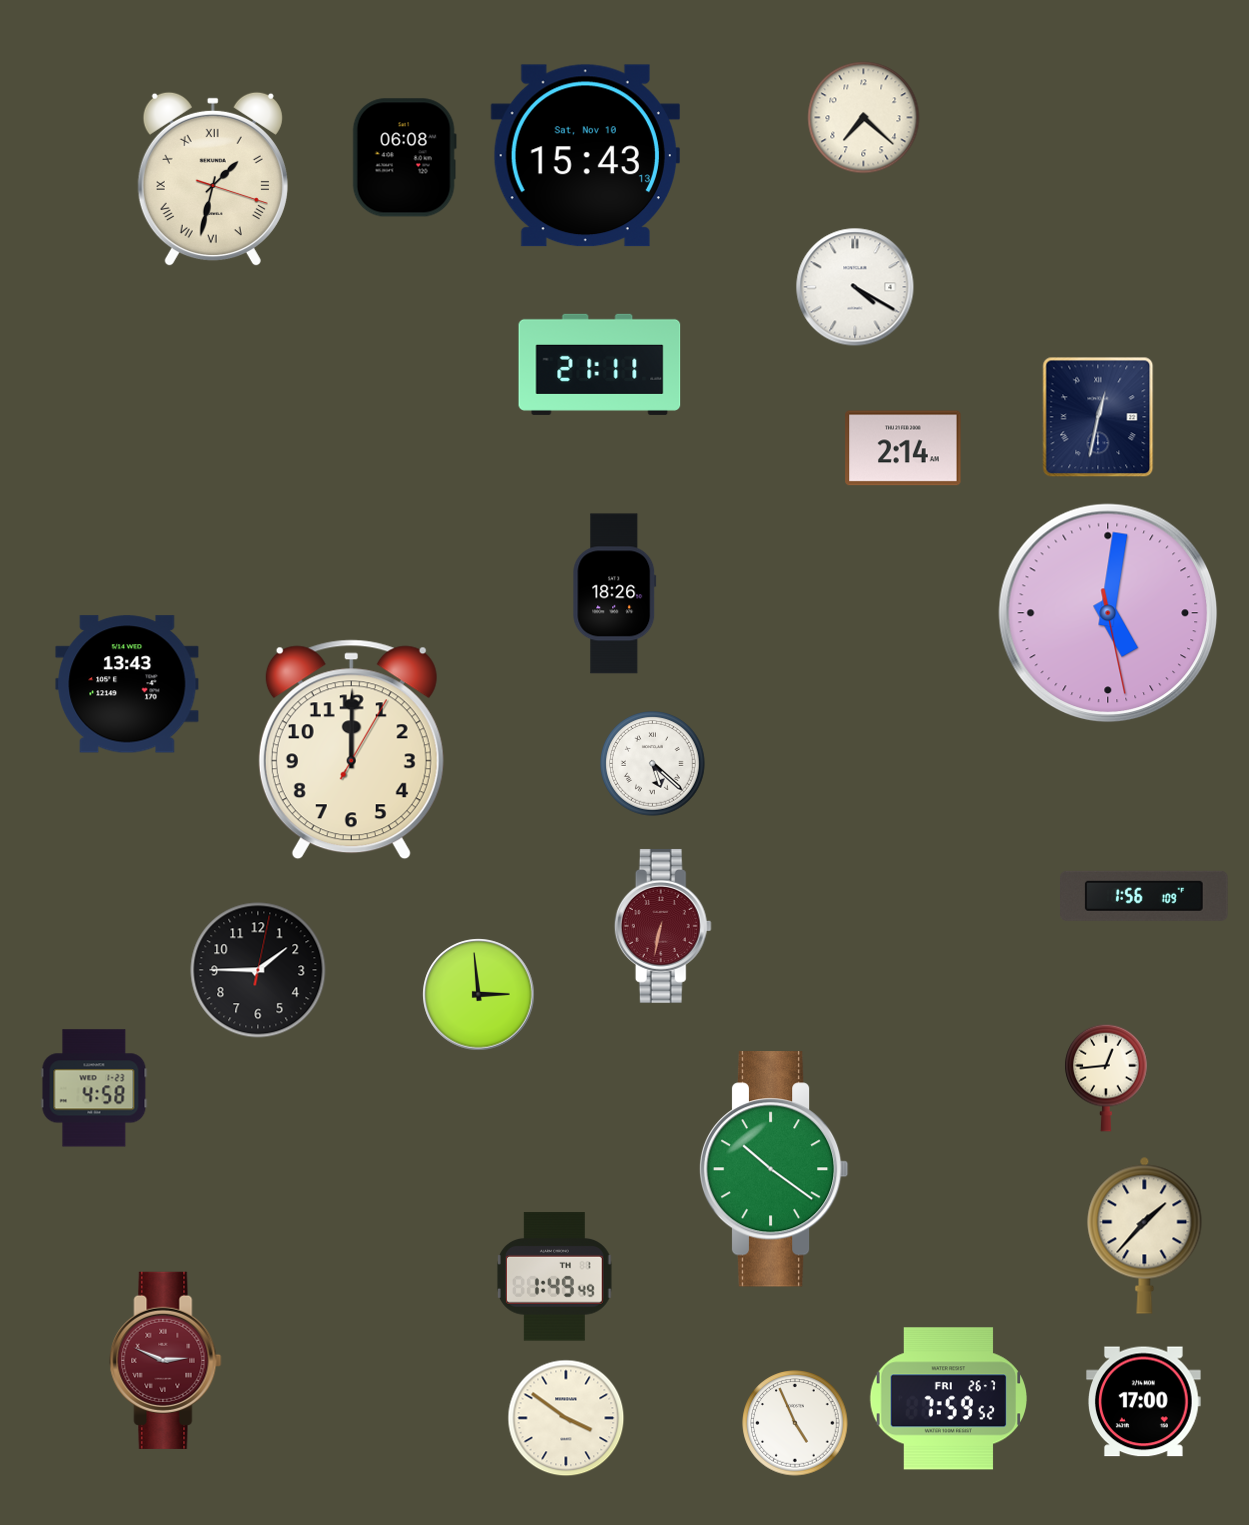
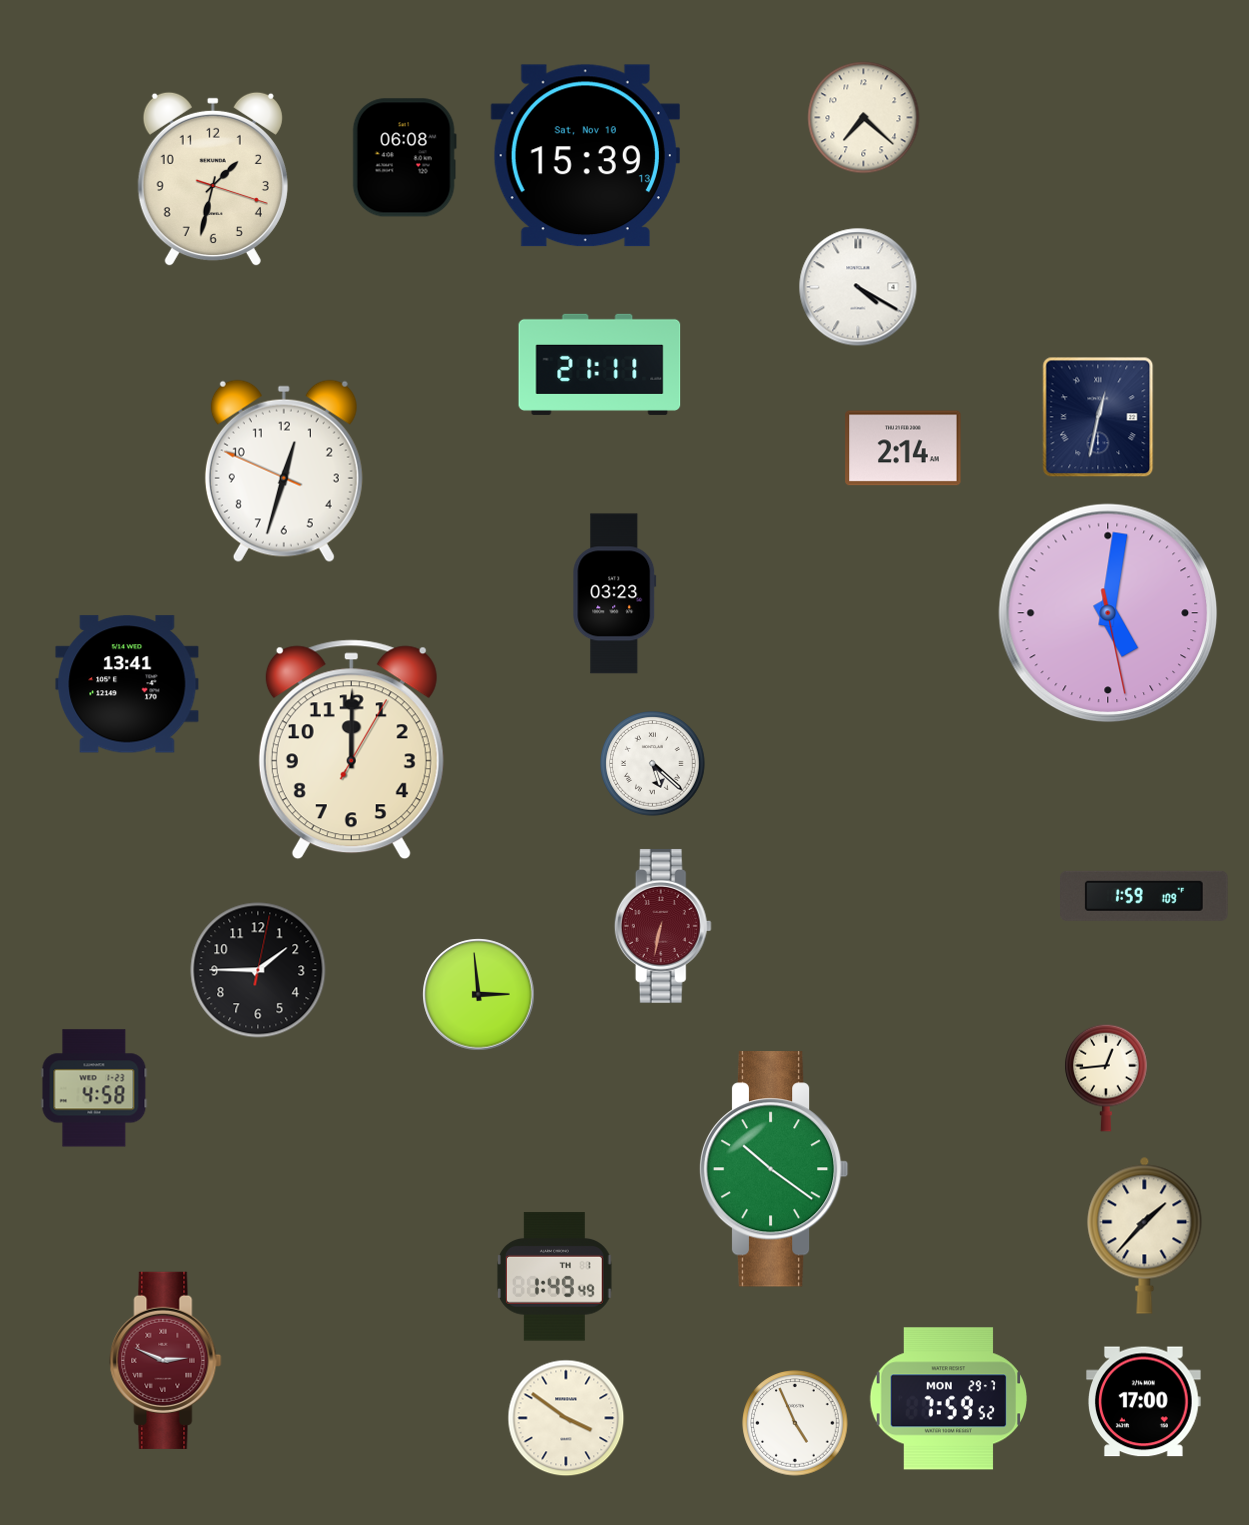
clock at (585, 156): 15:43 -> 15:39
clock at (213, 179) numerals: Roman -> Arabic
clock at (855, 287) position: (855, 287) -> (858, 287)
clock at (284, 471): none -> 12:32
clock at (615, 594): 18:26 -> 03:23
clock at (127, 684): 13:43 -> 13:41
clock at (1145, 896): 1:56 -> 1:59
clock at (948, 1399) date: FRI 26-7 -> MON 29-7
